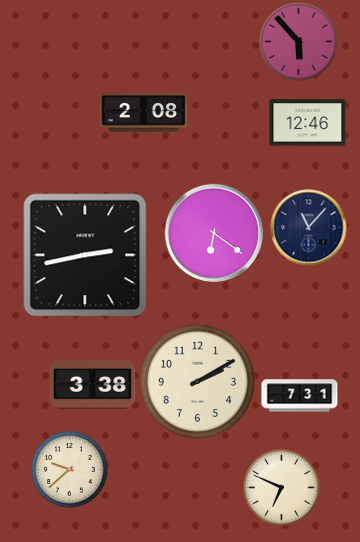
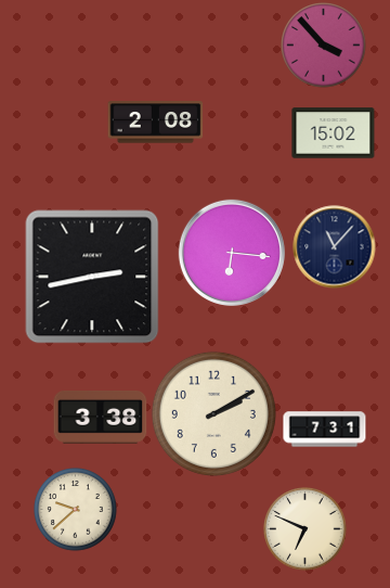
clock at (299, 42): 5:53 -> 3:53
clock at (308, 123): 12:46 -> 15:02
clock at (214, 233): 6:21 -> 6:16
